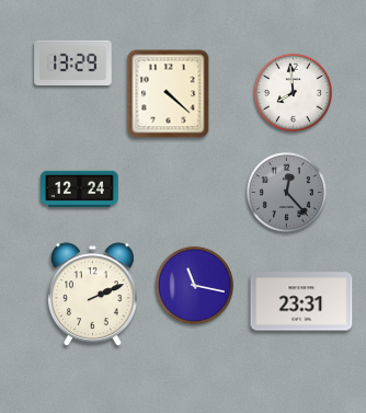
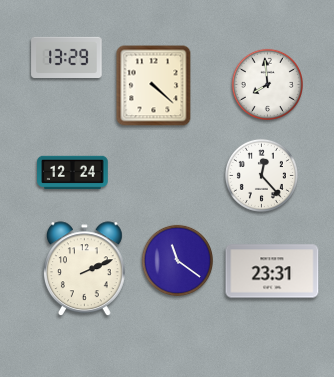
clock at (286, 192) dial: grey -> white
clock at (194, 285): 11:17 -> 11:21
clock at (301, 301) position: (301, 301) -> (272, 271)
